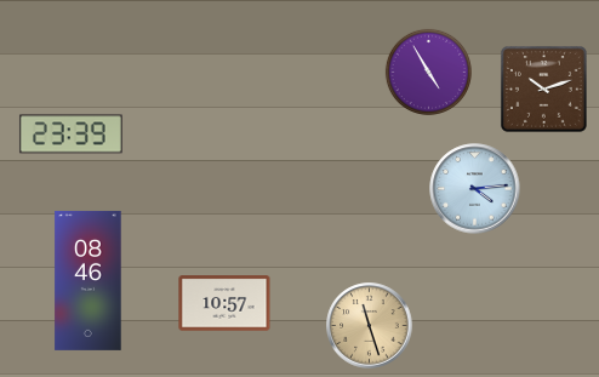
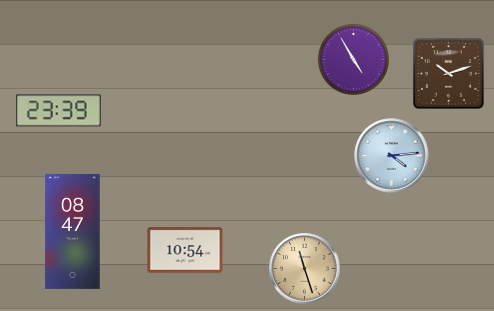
clock at (89, 280): 08:46 -> 08:47
clock at (224, 303): 10:57 -> 10:54
